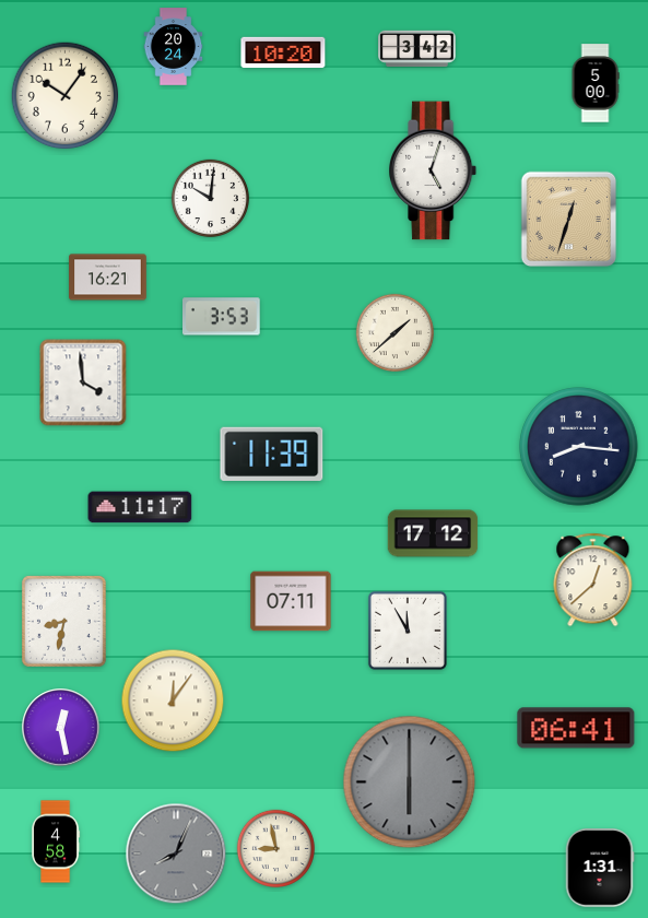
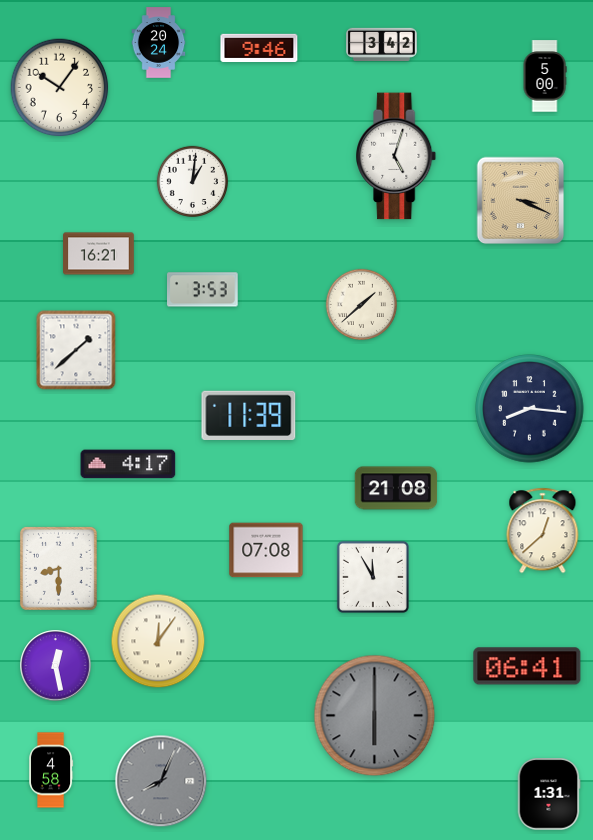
clock at (283, 52): 10:20 -> 9:46
clock at (210, 198): 10:01 -> 1:01
clock at (569, 220): 12:33 -> 3:19
clock at (83, 382): 3:59 -> 1:38
clock at (140, 507): 11:17 -> 4:17
clock at (433, 533): 17:12 -> 21:08
clock at (291, 601): 07:11 -> 07:08
clock at (63, 621): 8:32 -> 8:30
clock at (275, 848): 8:58 -> none
